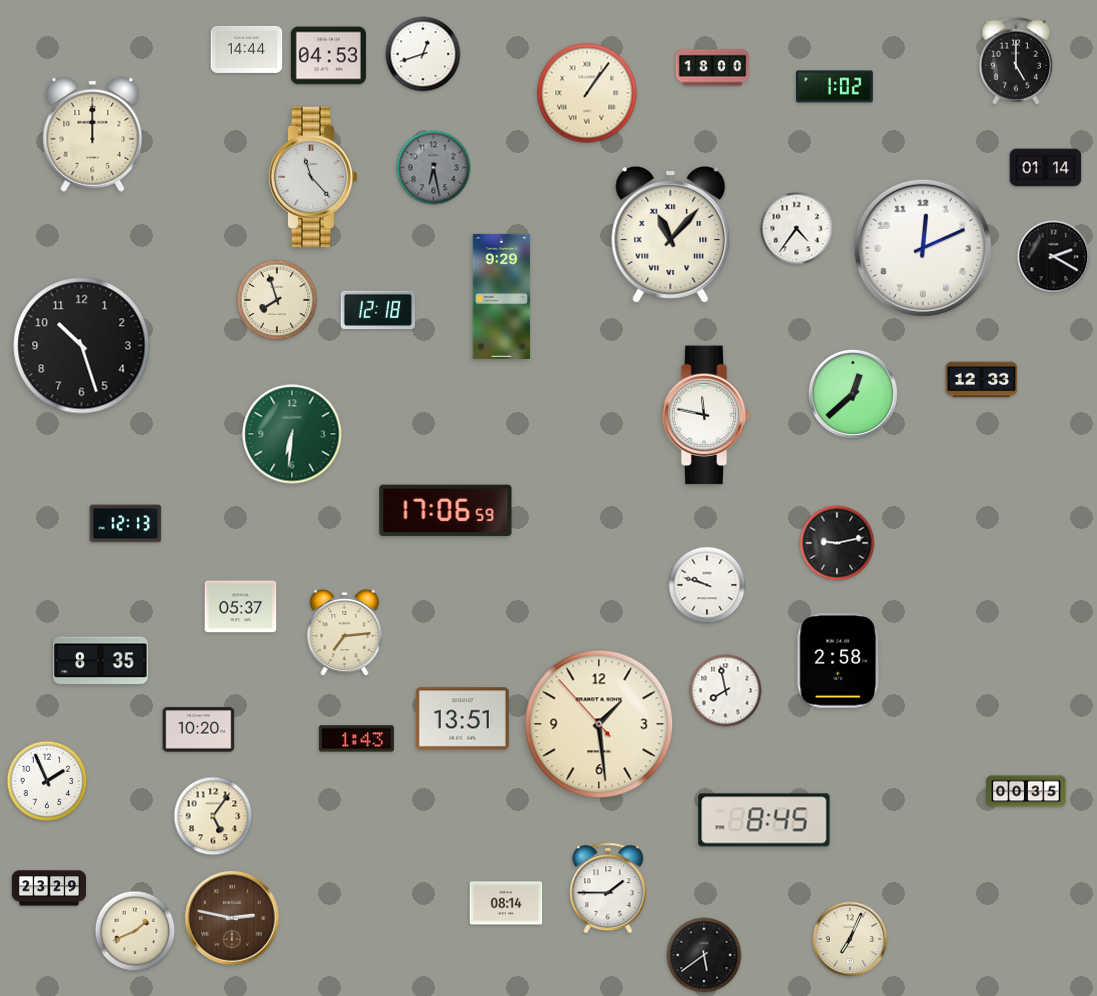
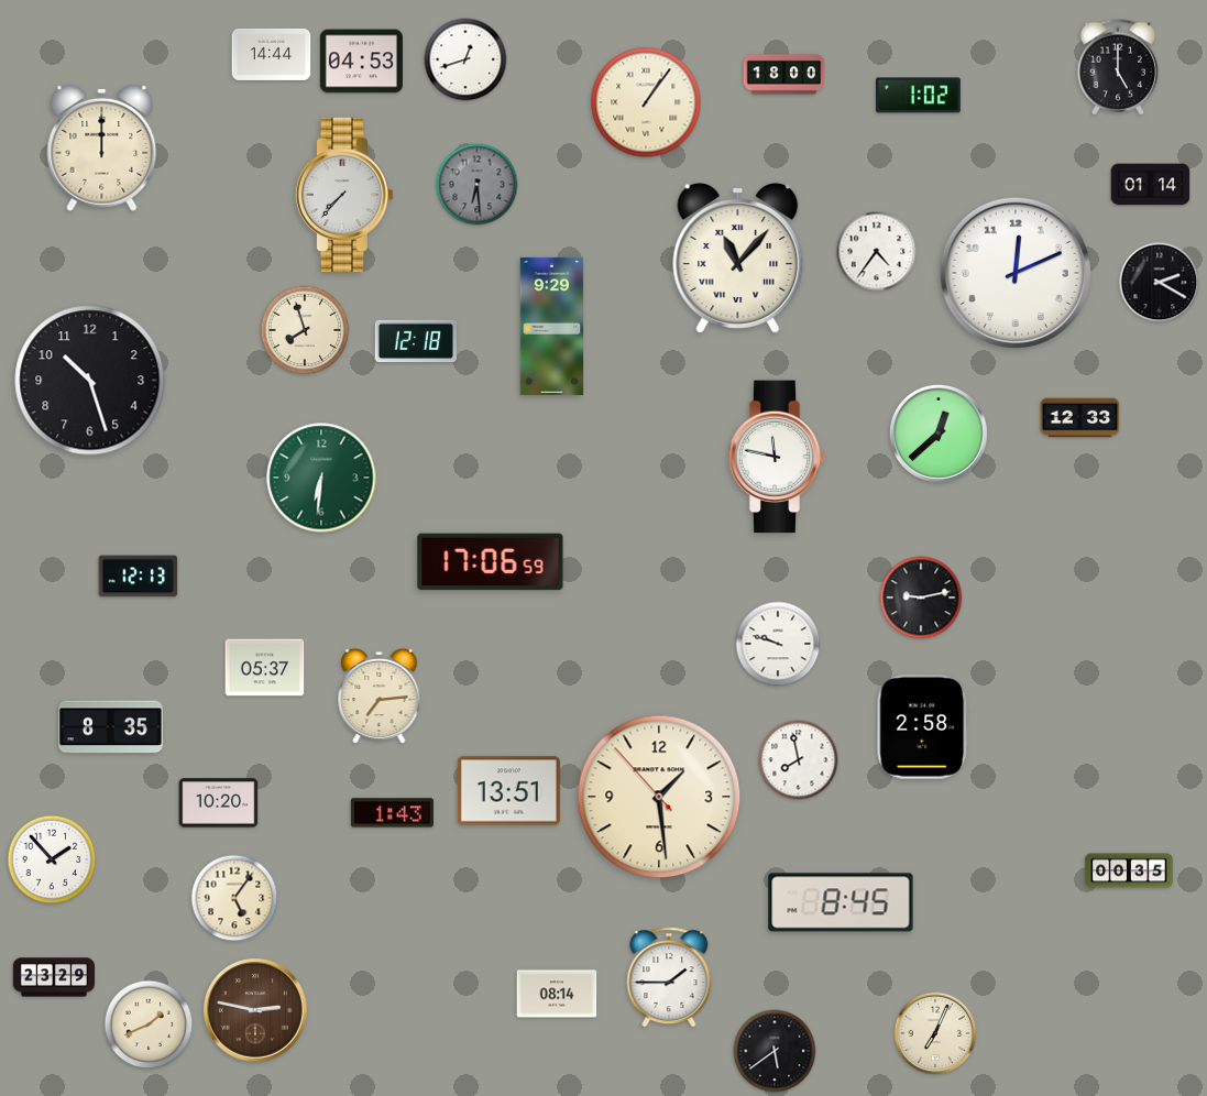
clock at (434, 168): 6:28 -> 6:29
clock at (313, 176): 11:23 -> 7:37
clock at (47, 781): 1:56 -> 1:53
